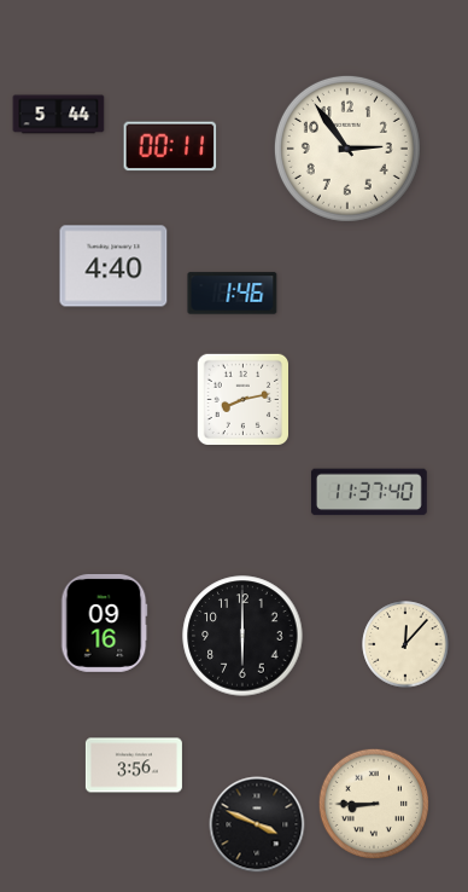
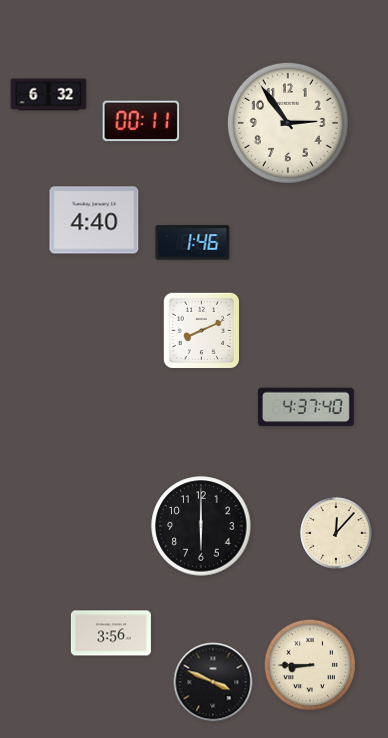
clock at (59, 115): 5:44 -> 6:32
clock at (242, 399): 8:13 -> 8:11
clock at (369, 492): 11:37 -> 4:37
clock at (104, 622): 09:16 -> none
